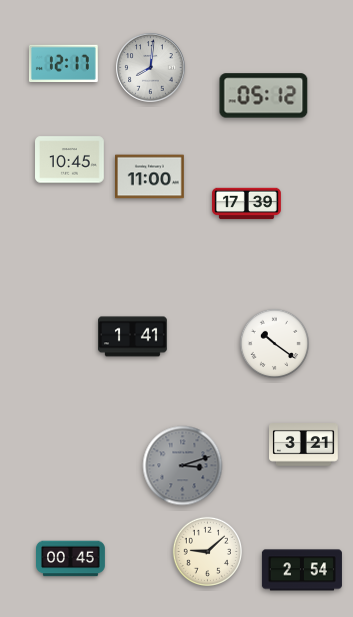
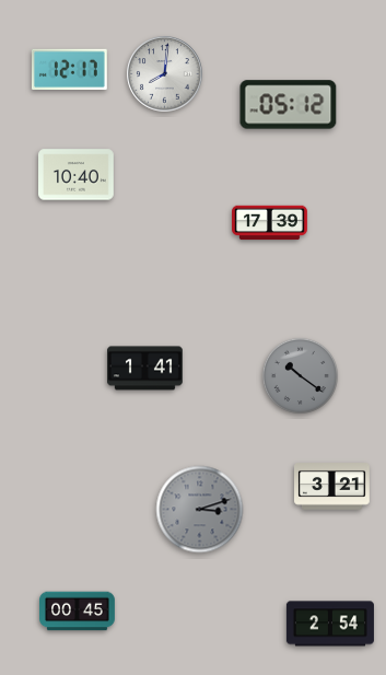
clock at (70, 160): 10:45 -> 10:40
clock at (150, 177): 11:00 -> none
clock at (274, 343) dial: white -> grey
clock at (207, 551): 9:08 -> none
